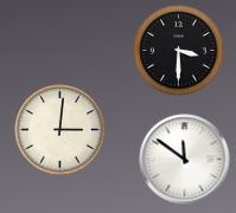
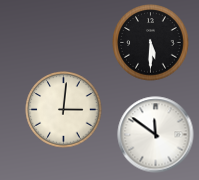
clock at (179, 51): 3:30 -> 5:30
clock at (60, 130) position: (60, 130) -> (64, 110)
